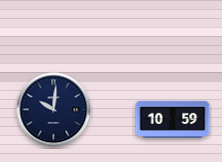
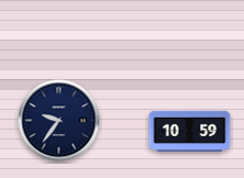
clock at (54, 110): 10:01 -> 9:36
